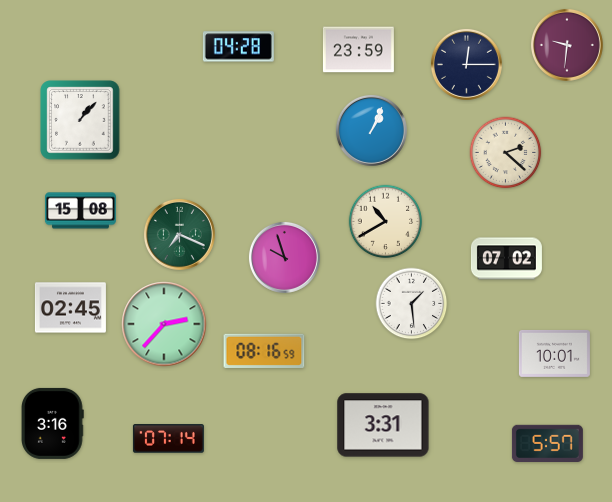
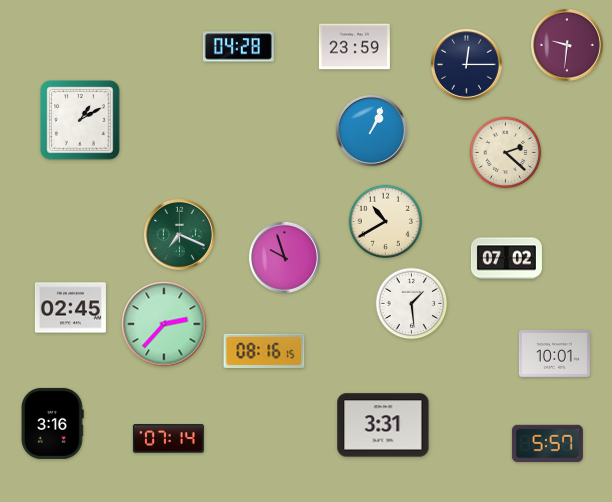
clock at (358, 50) position: (358, 50) -> (354, 47)
clock at (80, 120): 1:07 -> 1:10
clock at (80, 211): 15:08 -> none
clock at (264, 350): 08:16:59 -> 08:16:15
